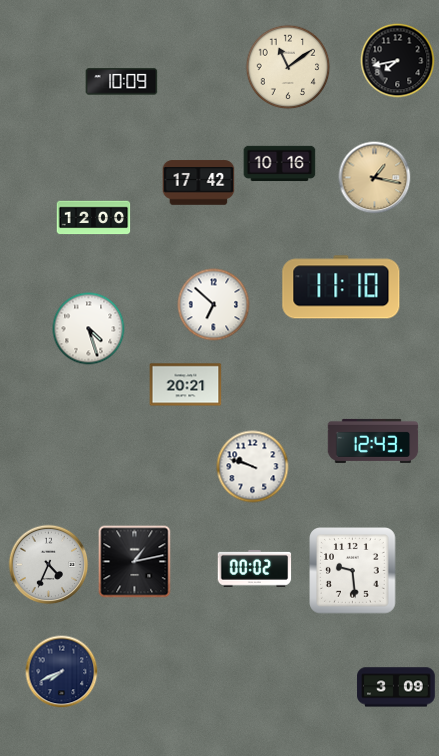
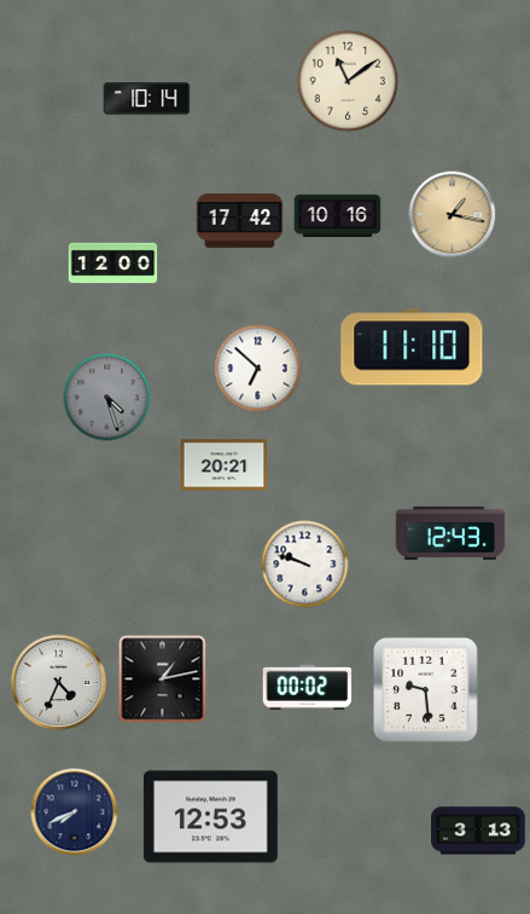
clock at (398, 61): 7:43 -> none
clock at (122, 82): 10:09 -> 10:14
clock at (280, 164) position: (280, 164) -> (338, 216)
clock at (89, 329) dial: white -> grey
clock at (210, 817): none -> 12:53
clock at (396, 687): 3:09 -> 3:13
